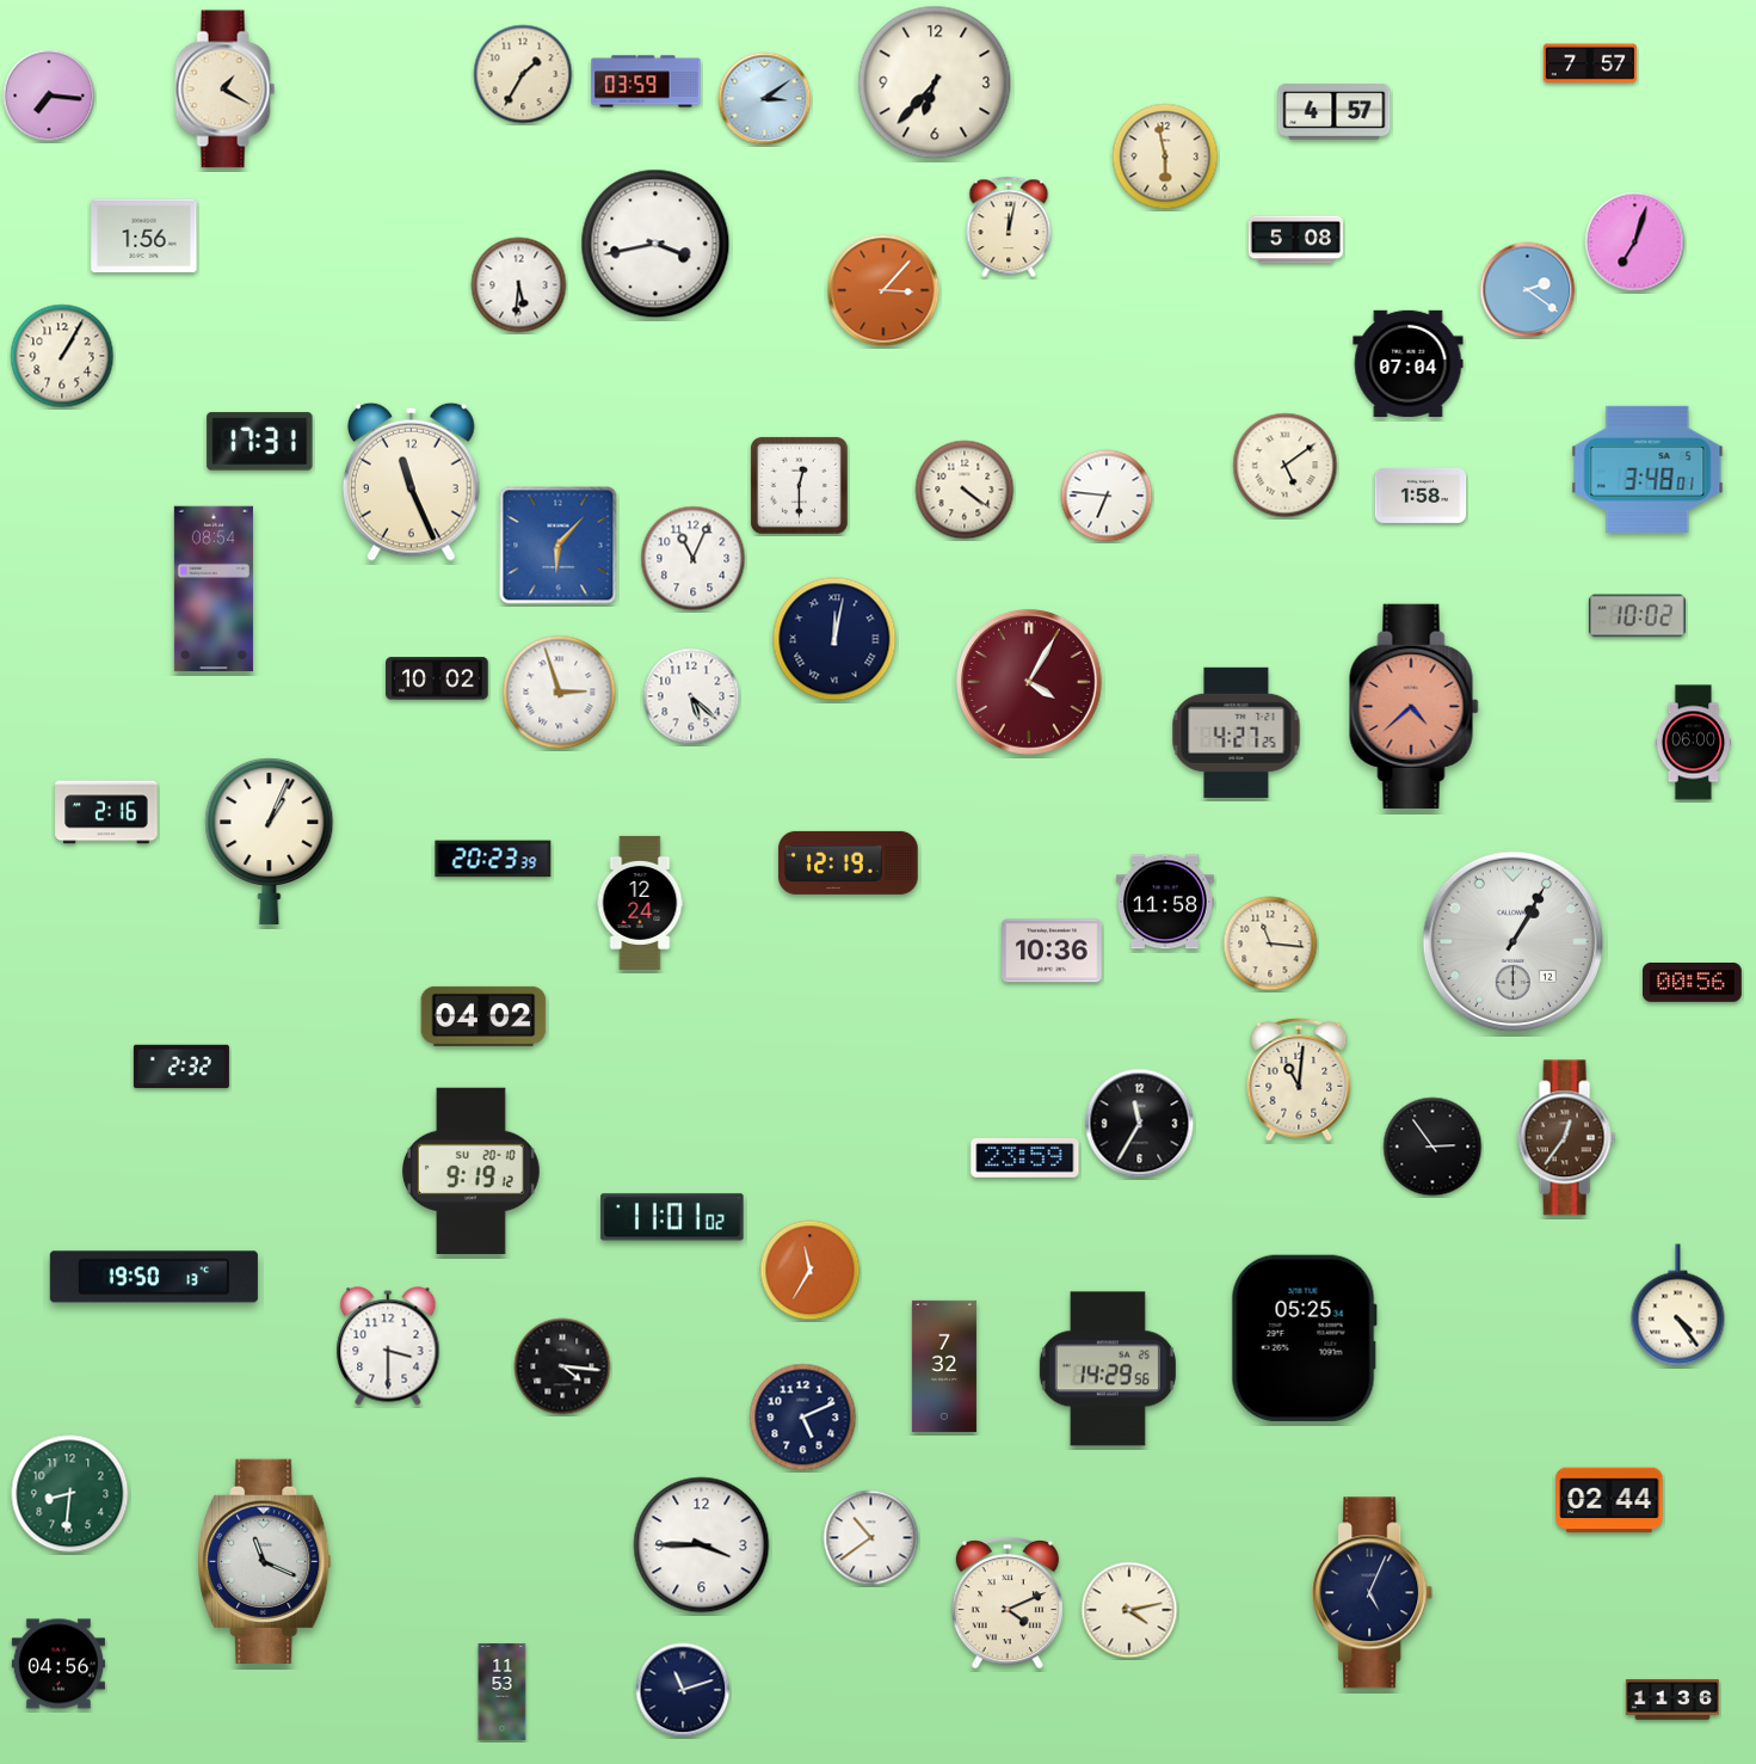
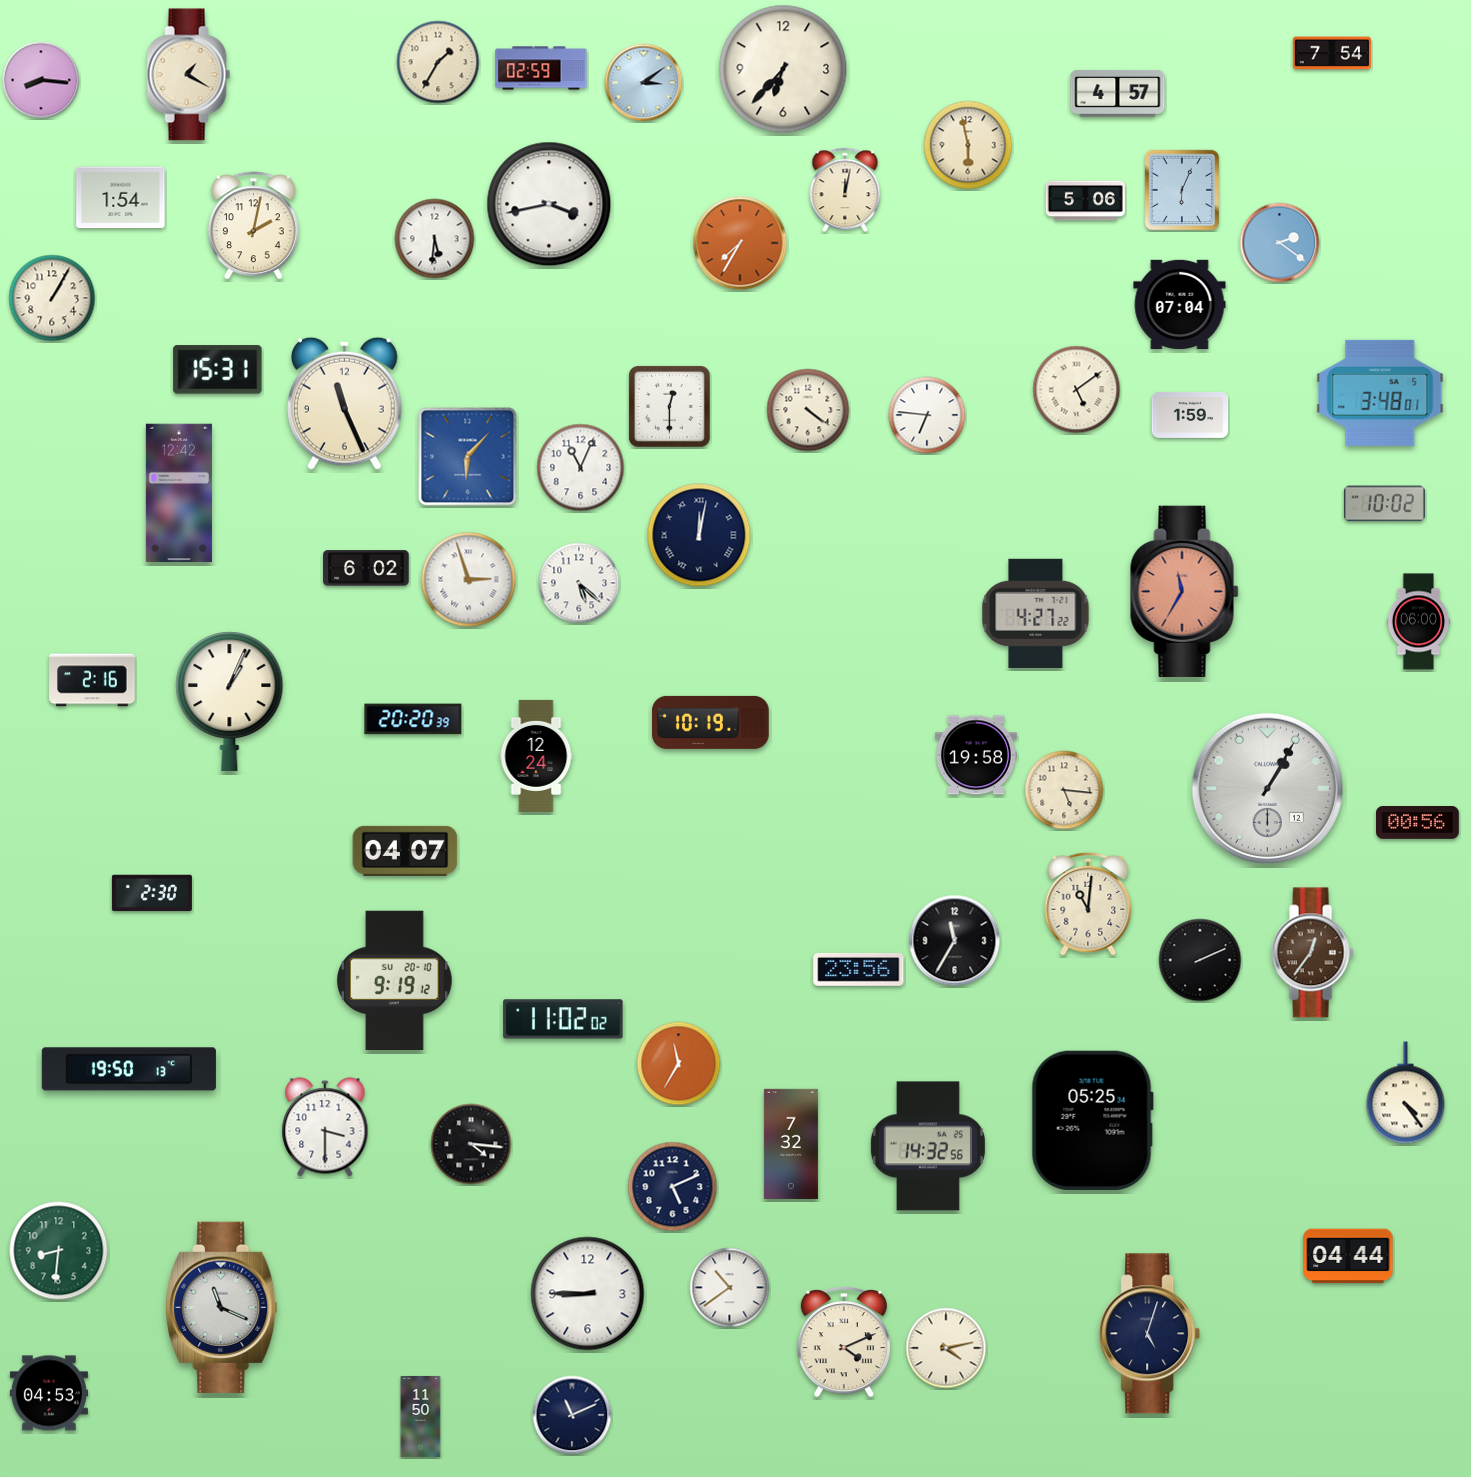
clock at (1590, 63): 7:57 -> 7:54
clock at (646, 81): 03:59 -> 02:59
clock at (49, 96): 7:16 -> 8:16
clock at (765, 99) position: (765, 99) -> (644, 83)
clock at (1165, 156) position: (1165, 156) -> (968, 145)
clock at (1182, 190): none -> 6:04
clock at (144, 236): 1:56 -> 1:54
clock at (1295, 240): 5:08 -> 5:06
clock at (1635, 242): 7:03 -> none
clock at (254, 226): none -> 2:02
clock at (883, 290): 3:07 -> 7:35
clock at (260, 442): 17:31 -> 15:31
clock at (1421, 496): 1:58 -> 1:59
clock at (214, 589): 08:54 -> 12:42
clock at (1637, 616) position: (1637, 616) -> (1384, 504)
clock at (437, 678): 10:02 -> 6:02
clock at (1030, 683): 4:05 -> none
clock at (1415, 706): 4:38 -> 11:35
clock at (1237, 732): 4:27:25 -> 4:27:22
clock at (106, 812) position: (106, 812) -> (92, 680)
clock at (270, 841) position: (270, 841) -> (230, 701)
clock at (493, 859): 20:23 -> 20:20
clock at (849, 862): 12:19 -> 10:19
clock at (1165, 902): 11:58 -> 19:58
clock at (1270, 944): 11:16 -> 5:16
clock at (1052, 951): 10:36 -> none
clock at (483, 1016): 04:02 -> 04:07
clock at (181, 1067): 2:32 -> 2:30
clock at (1432, 1147): 2:54 -> 2:11
clock at (1025, 1158): 23:59 -> 23:56
clock at (672, 1217): 11:01 -> 11:02
clock at (1108, 1369): 14:29 -> 14:32
clock at (1609, 1500): 02:44 -> 04:44
clock at (702, 1545): 3:45 -> 8:45
clock at (1373, 1593): 5:04 -> 5:03
clock at (58, 1664): 04:56 -> 04:53
clock at (683, 1690): 11:12 -> 11:11
clock at (503, 1691): 11:53 -> 11:50
clock at (1671, 1701): 11:36 -> none
